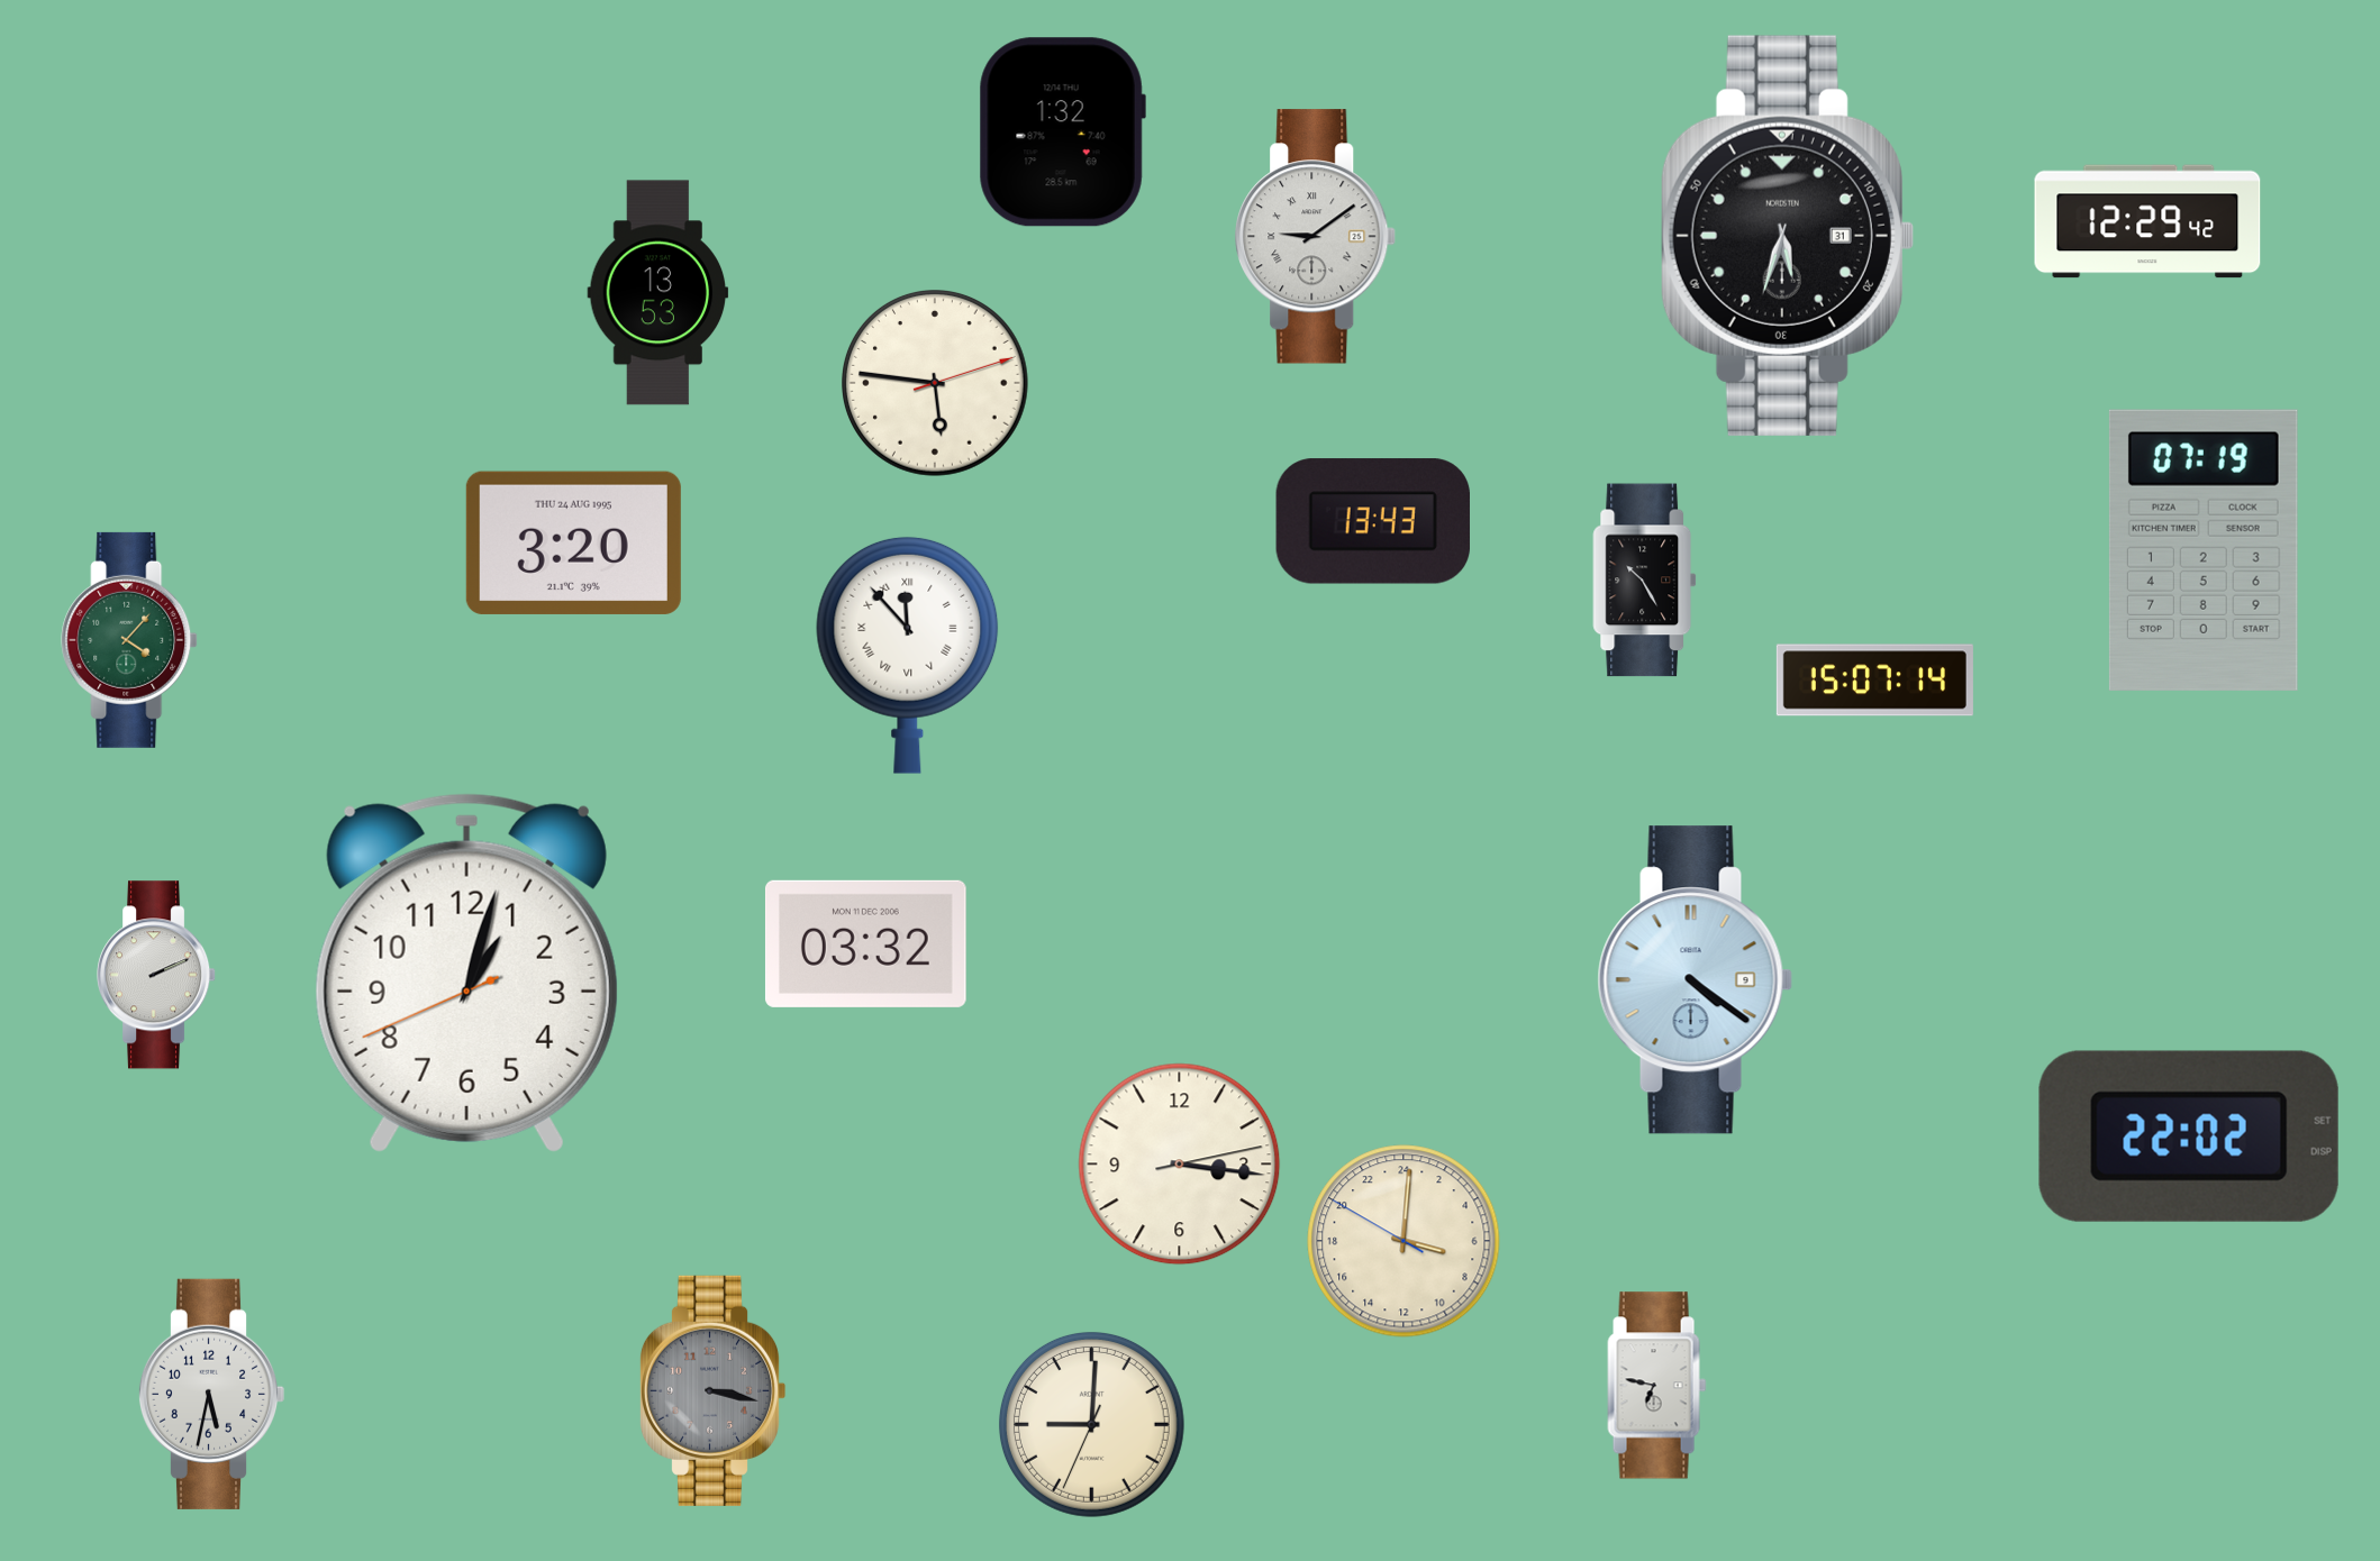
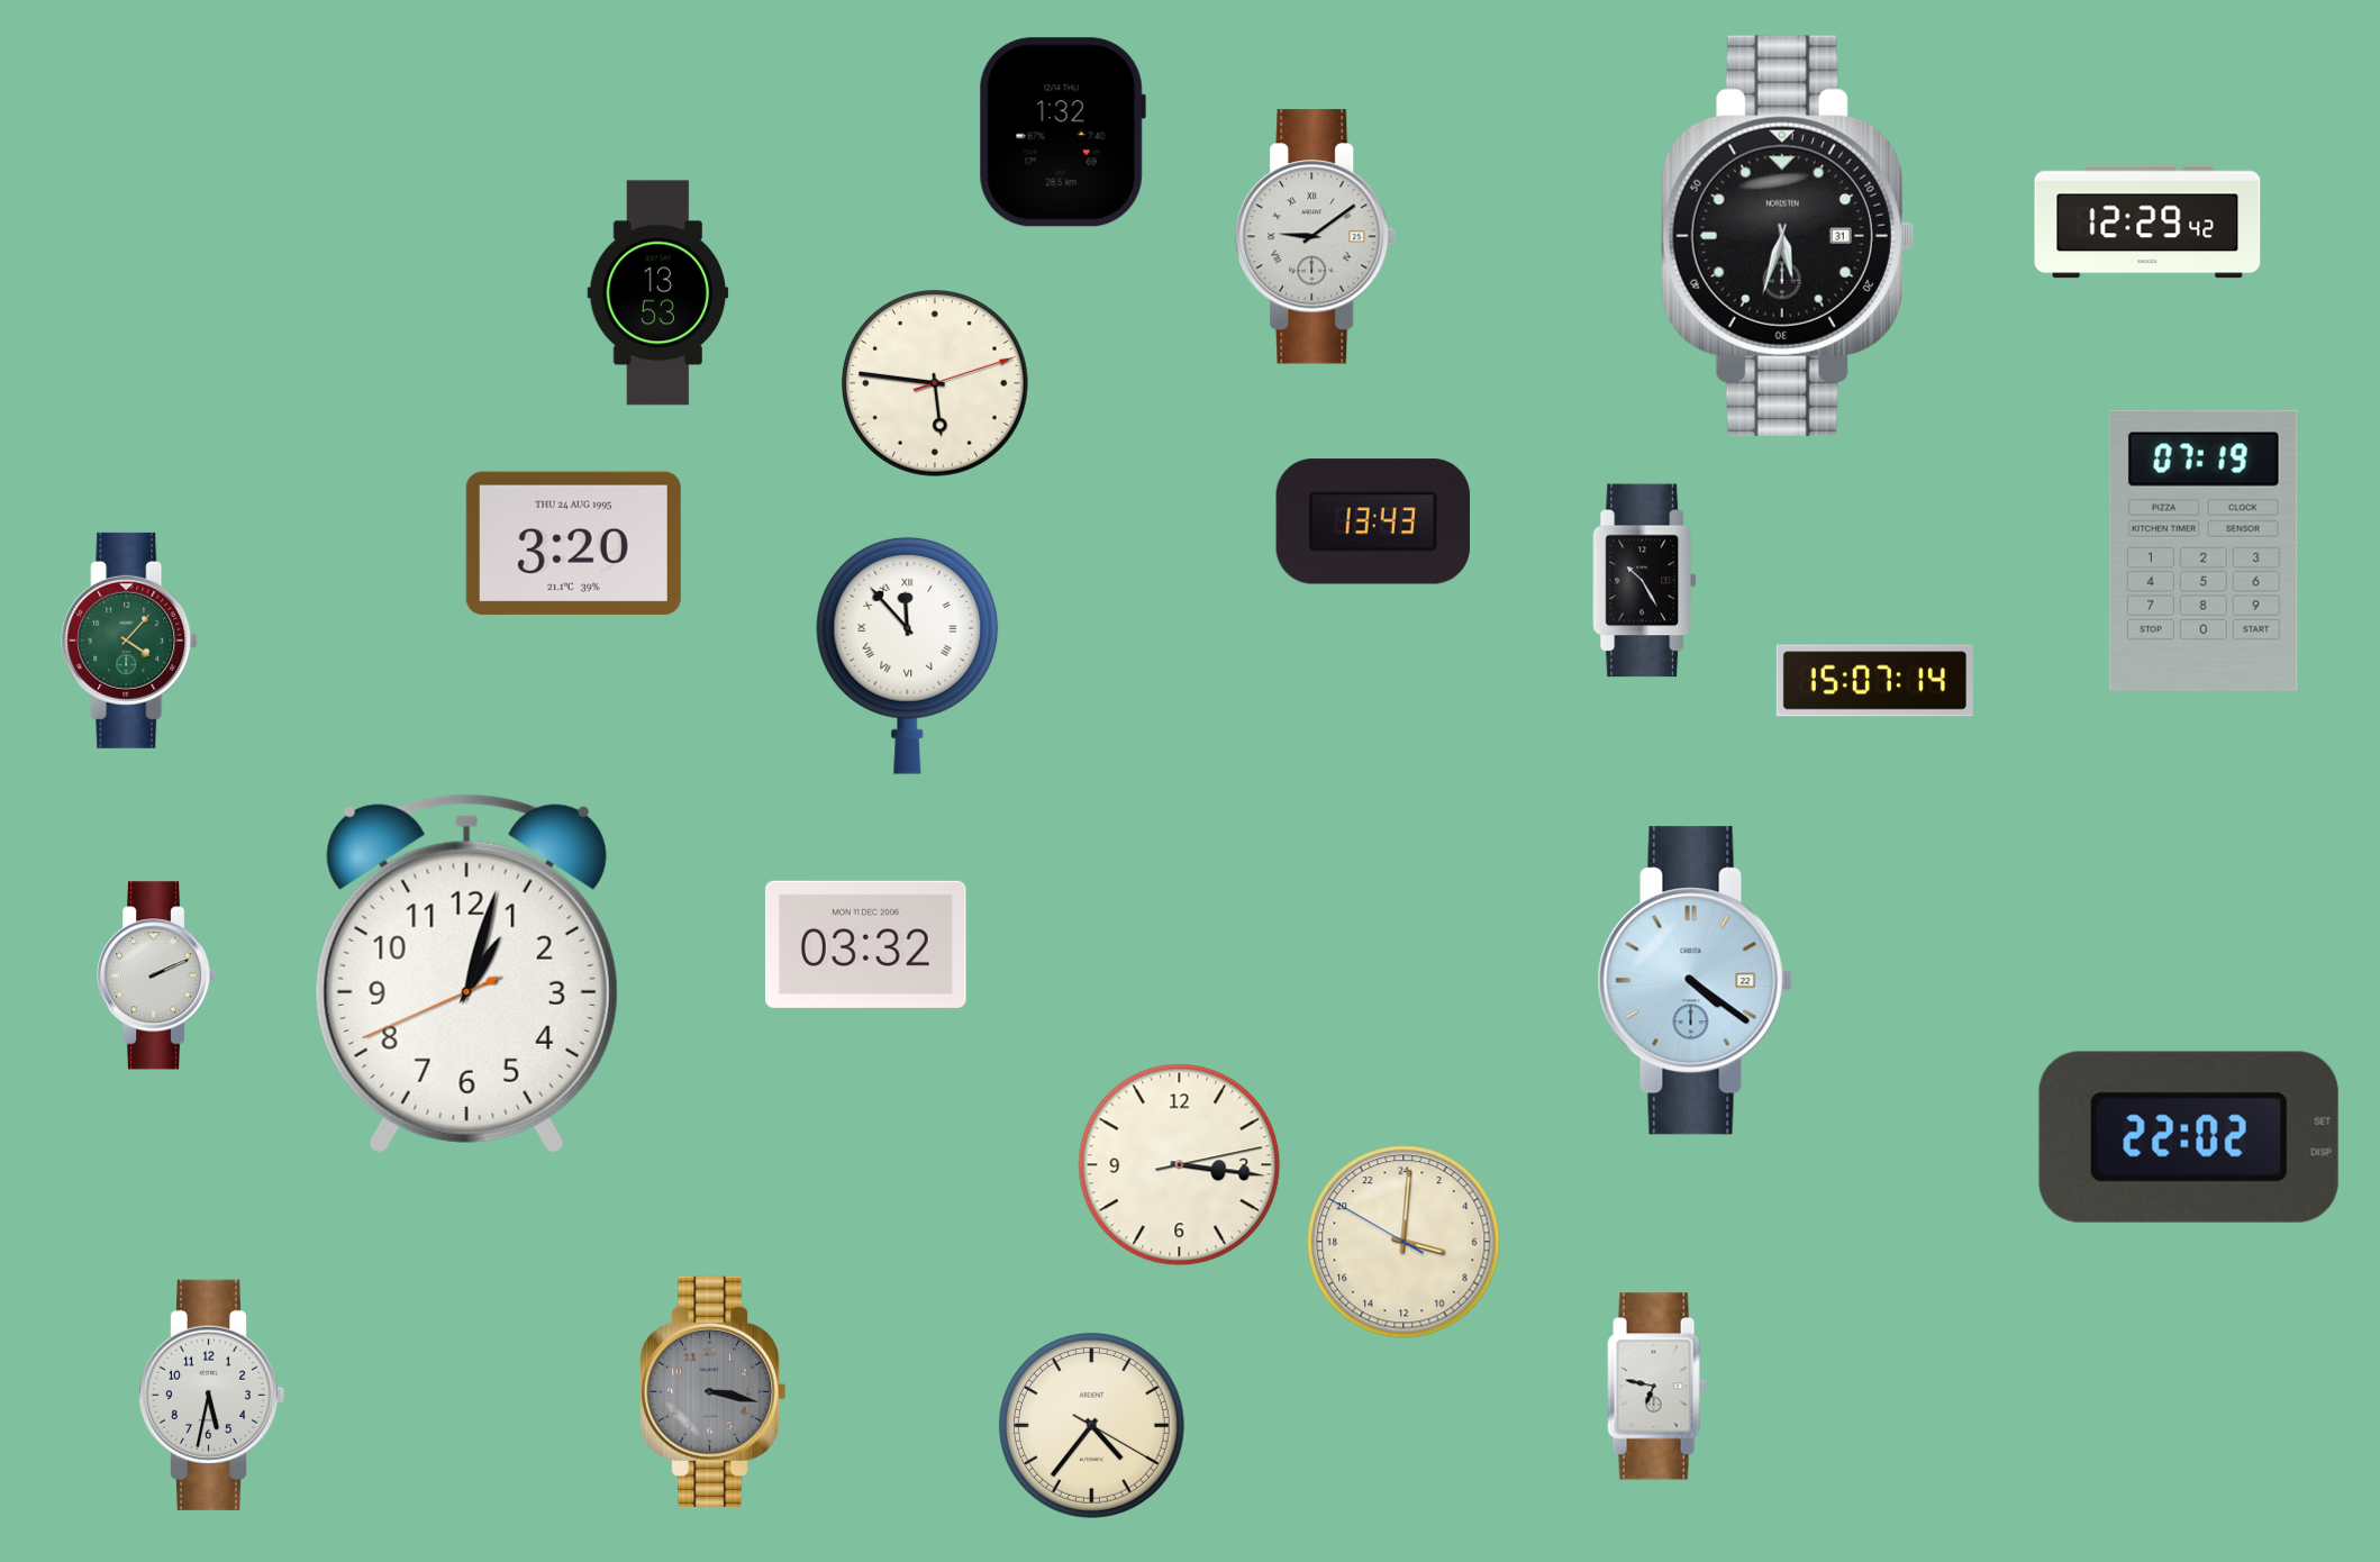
clock at (1695, 980) date: 9 -> 22
clock at (1091, 1424): 9:00 -> 4:36
